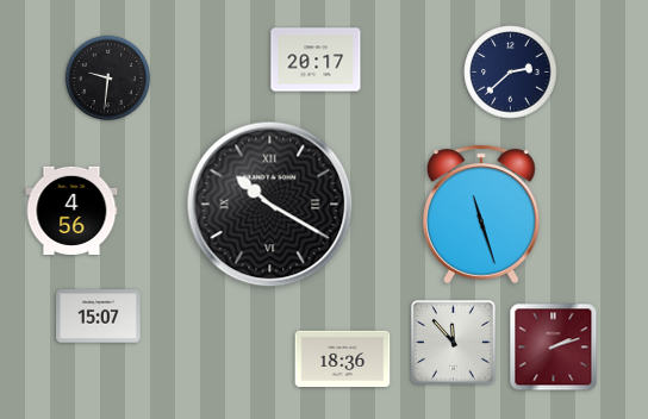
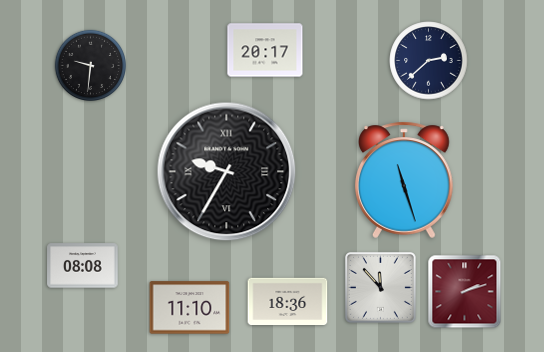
clock at (270, 205): 10:20 -> 9:35
clock at (71, 209): 4:56 -> none
clock at (99, 317): 15:07 -> 08:08
clock at (190, 308): none -> 11:10
